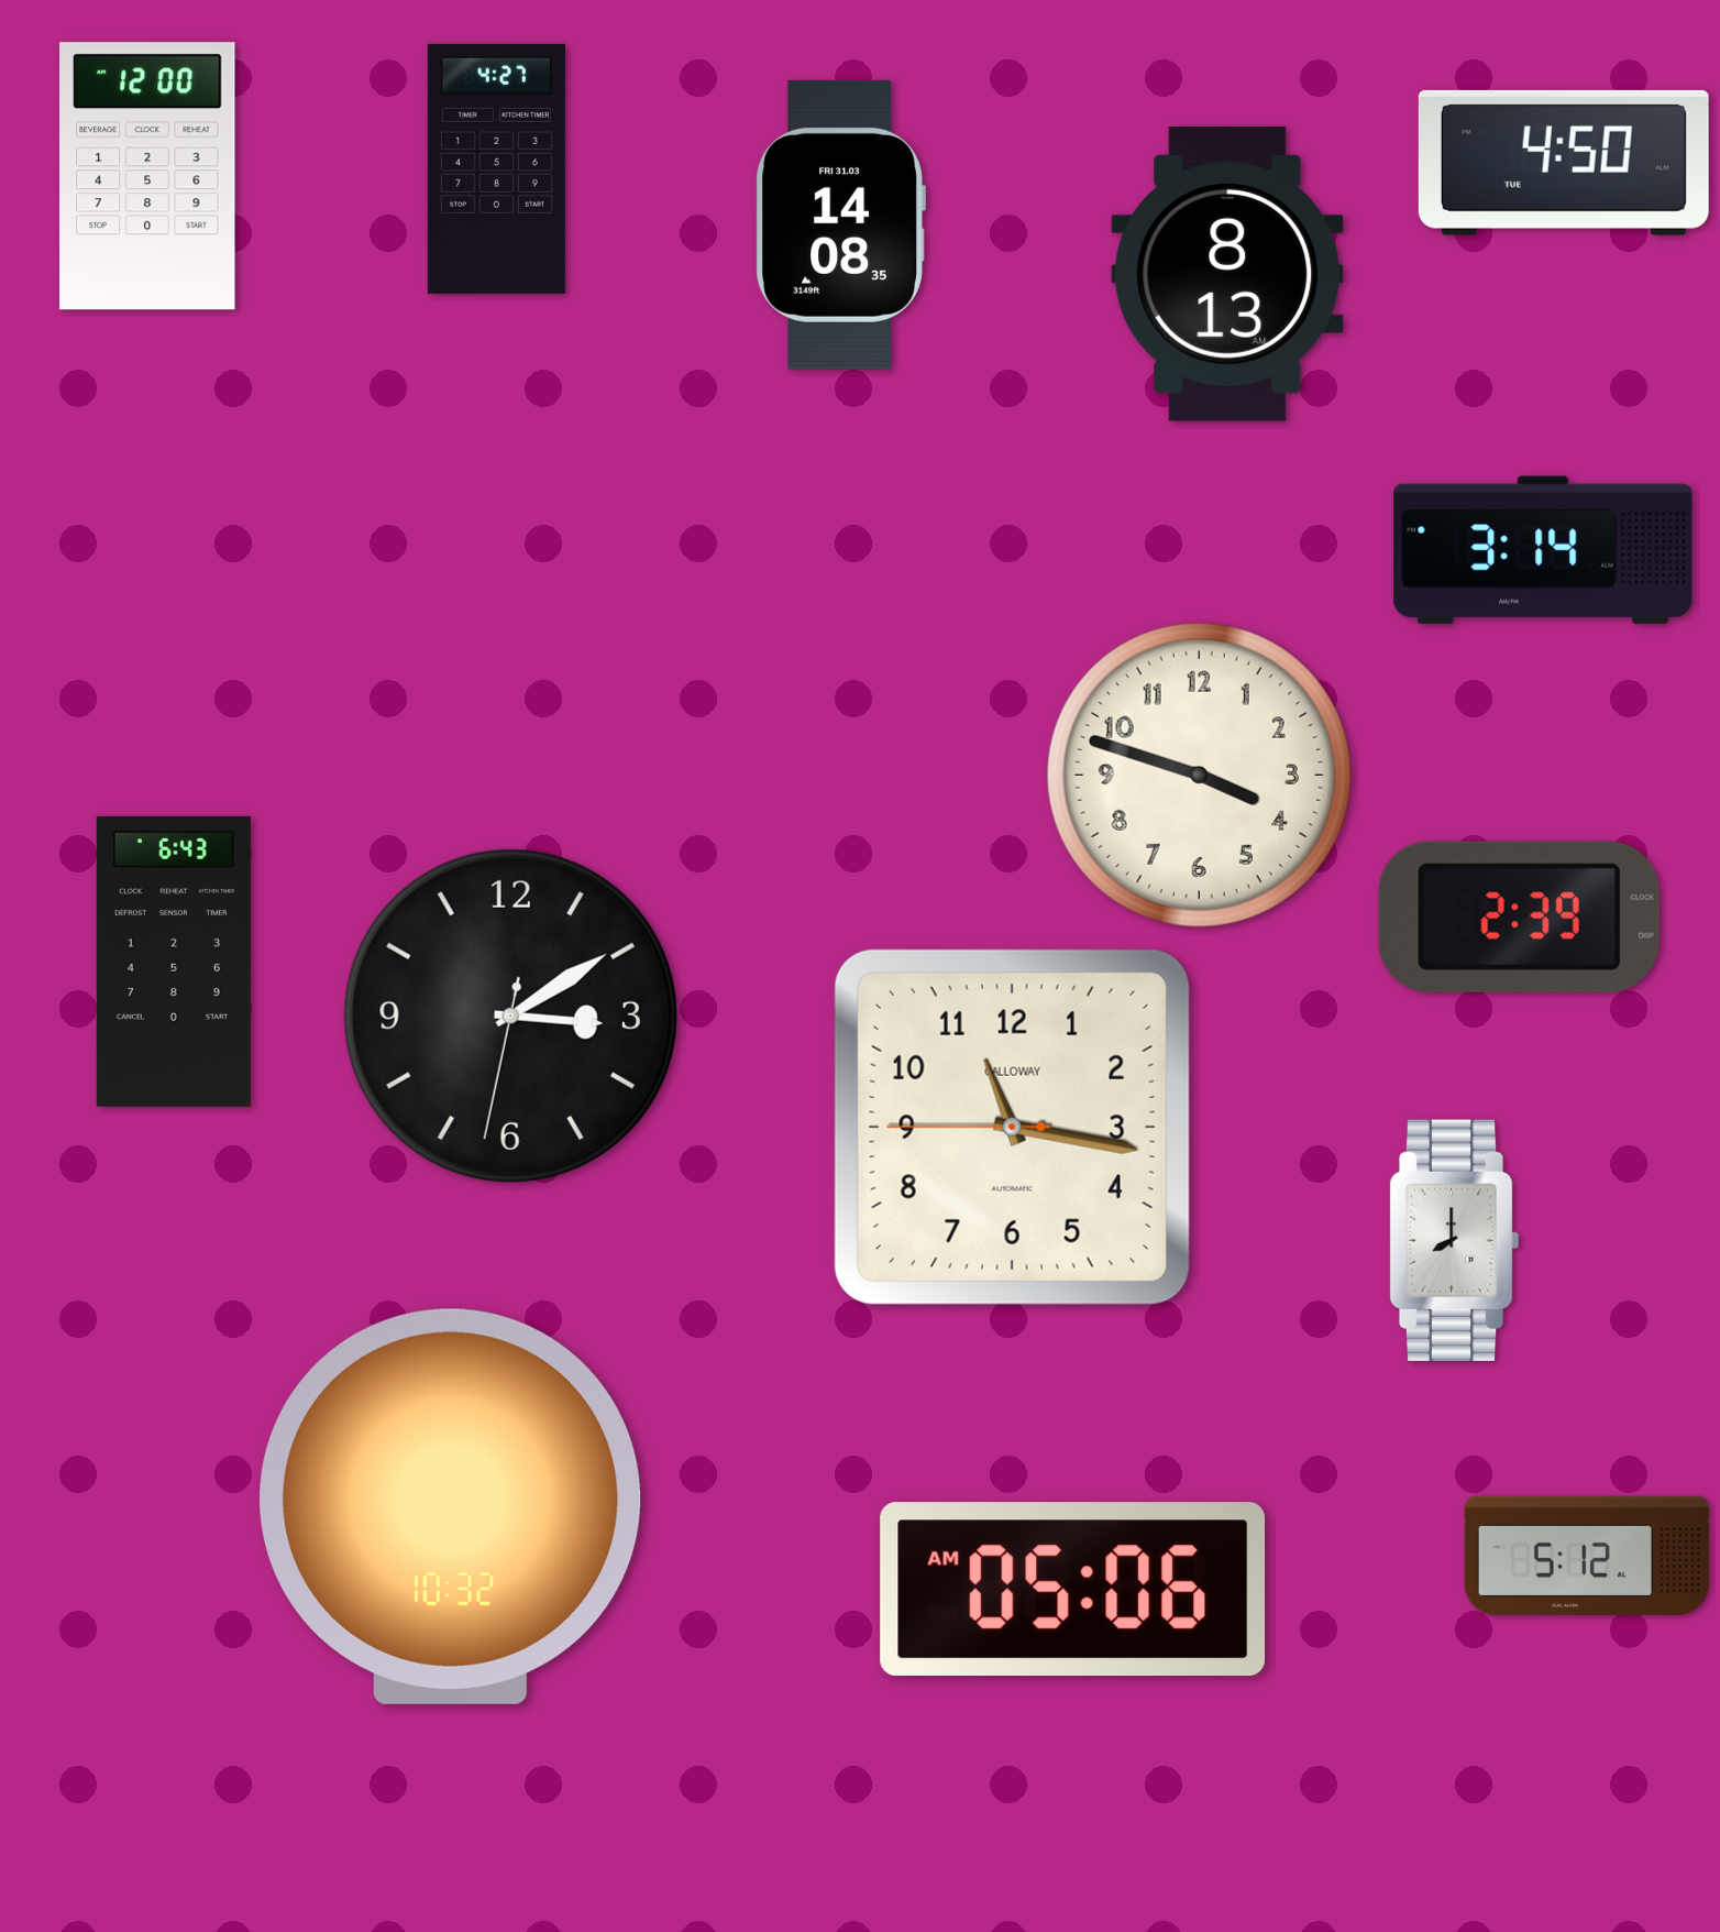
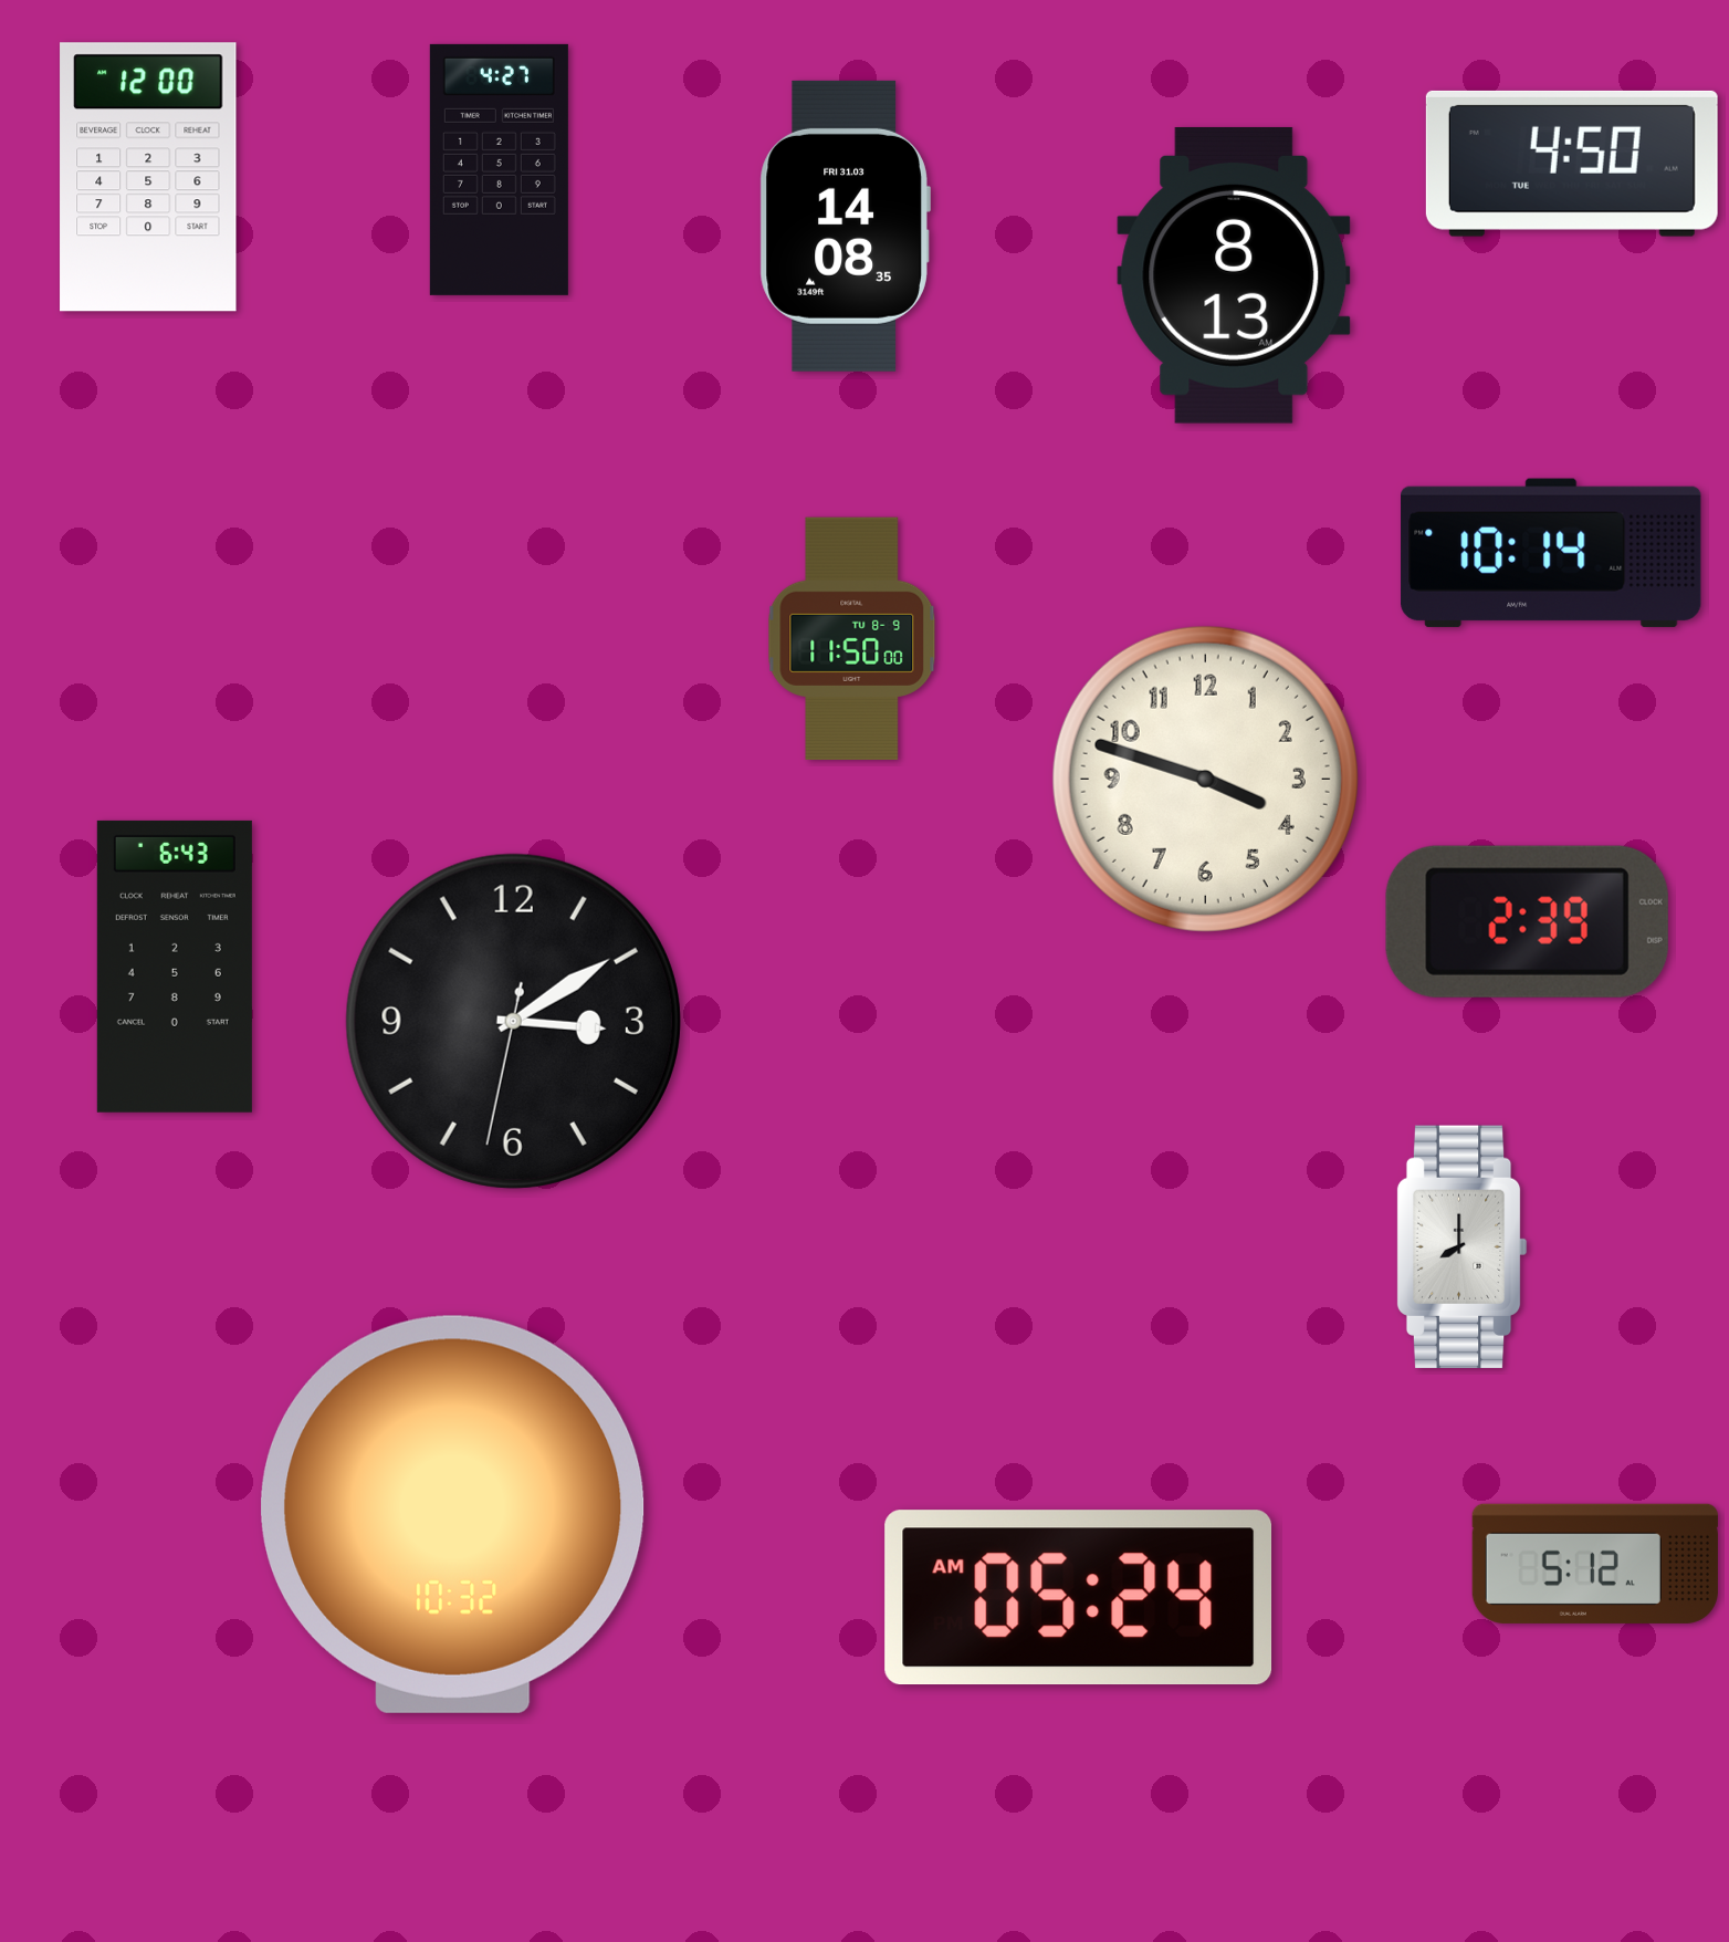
clock at (1543, 550): 3:14 -> 10:14
clock at (852, 638): none -> 11:50
clock at (1012, 1127): 11:16 -> none
clock at (1073, 1590): 05:06 -> 05:24
